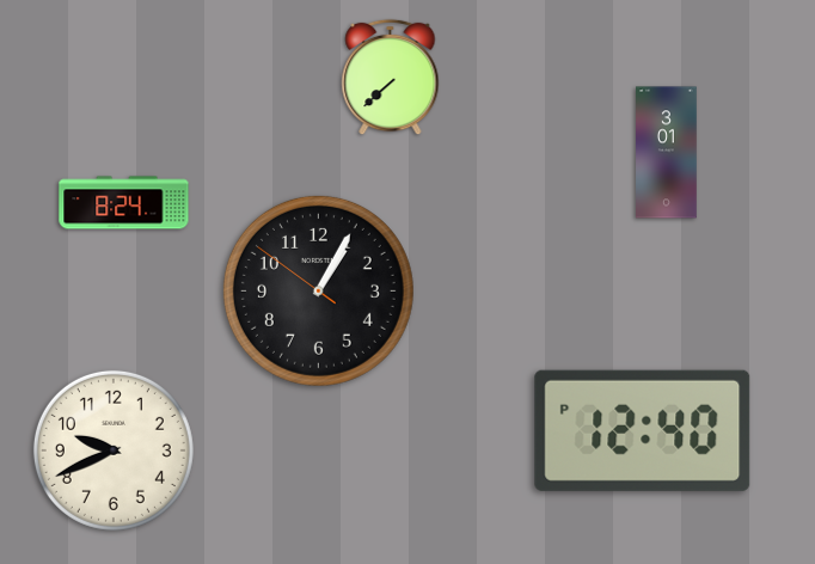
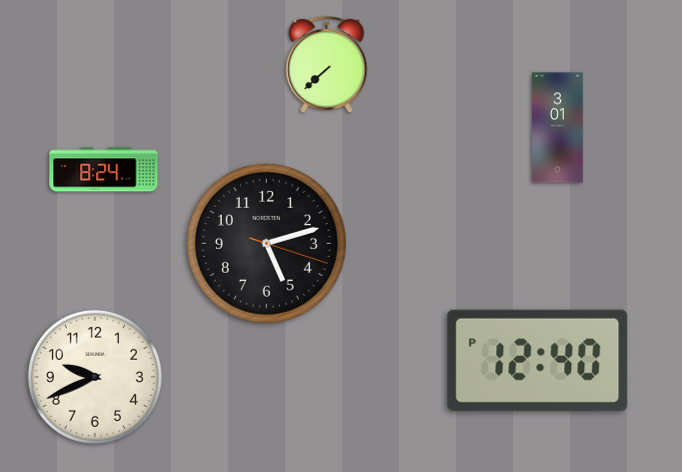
clock at (318, 290): 1:04 -> 5:12
